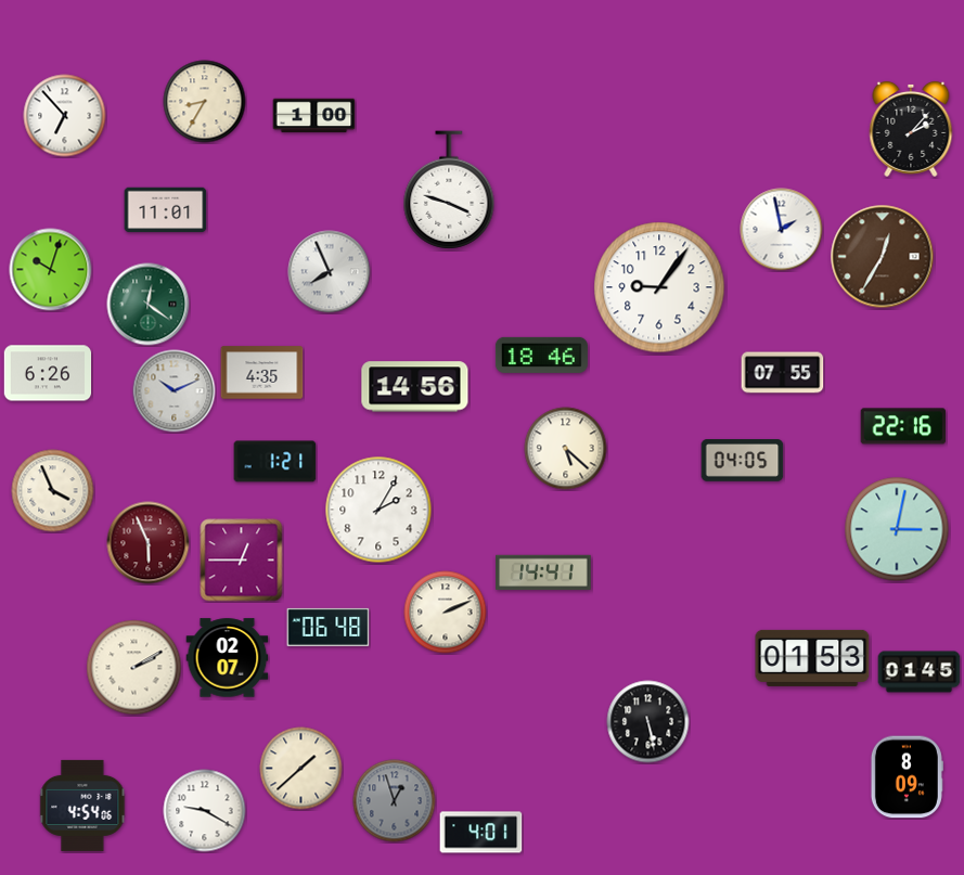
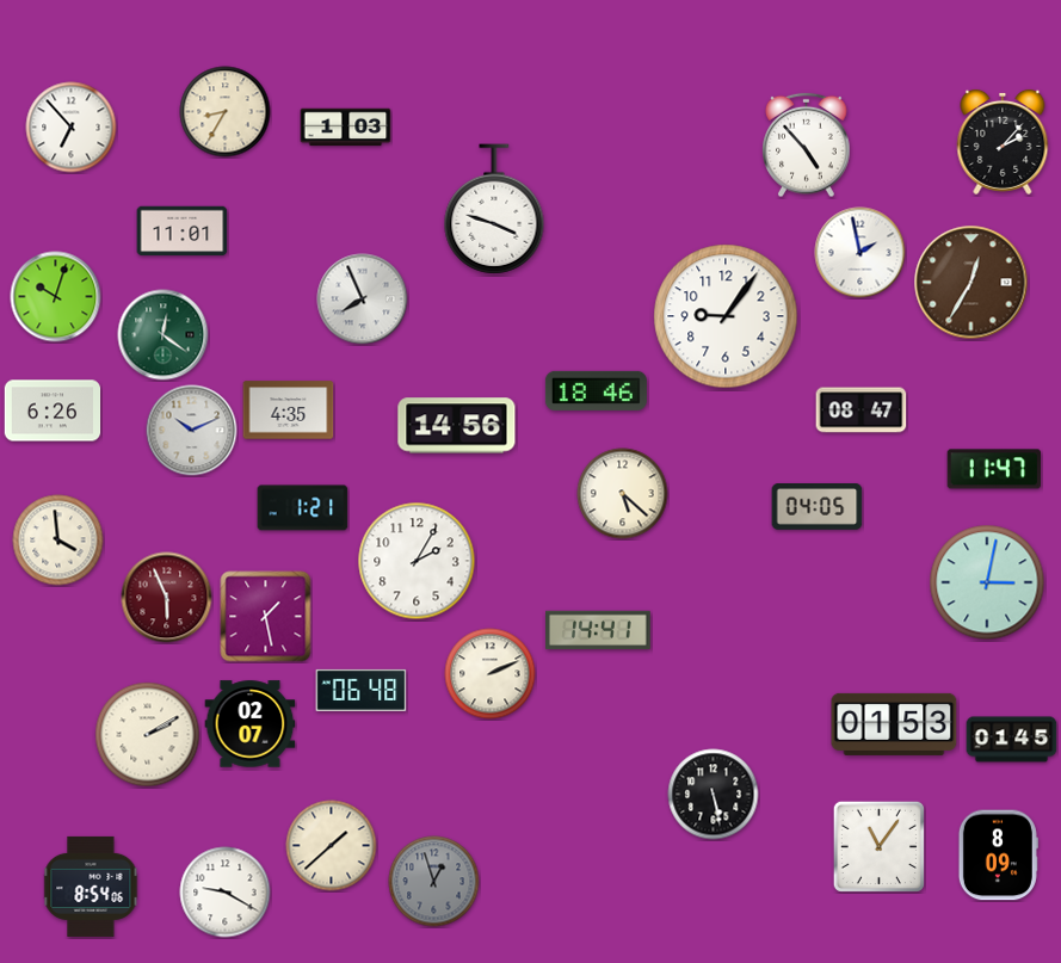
clock at (314, 116): 1:00 -> 1:03
clock at (807, 146): none -> 4:53
clock at (783, 373): 07:55 -> 08:47
clock at (903, 426): 22:16 -> 11:47
clock at (53, 491): 3:56 -> 3:59
clock at (149, 543) position: (149, 543) -> (167, 598)
clock at (242, 561): 12:45 -> 1:28
clock at (878, 846): none -> 11:06
clock at (82, 806): 4:54 -> 8:54
clock at (481, 833): 4:01 -> none
